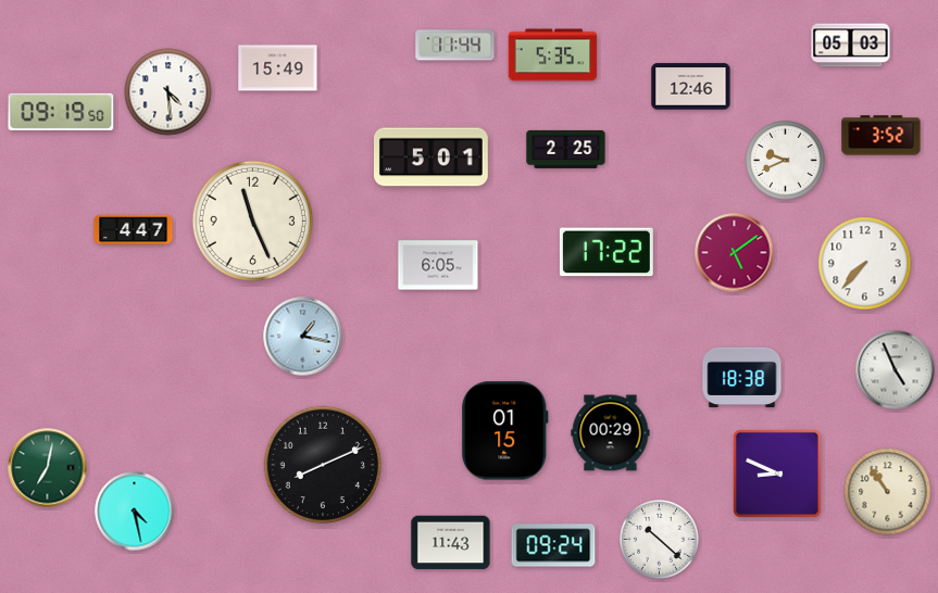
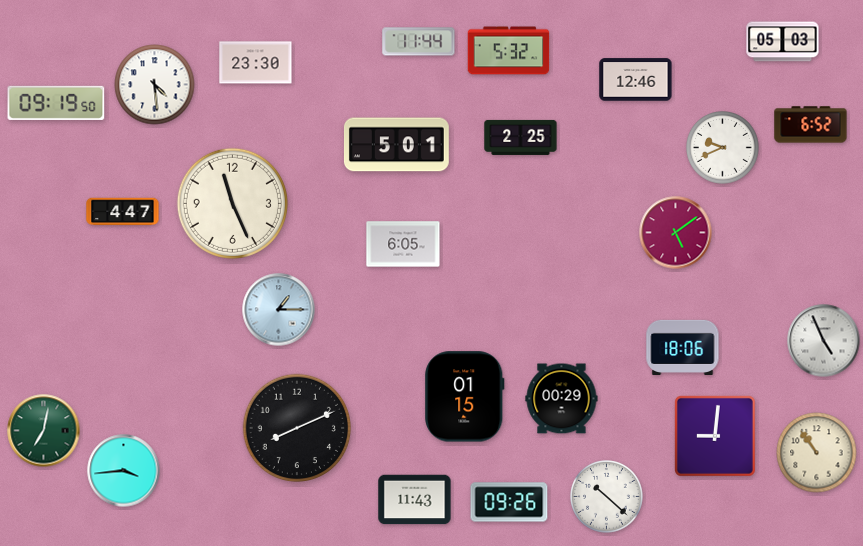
clock at (553, 55): 5:35 -> 5:32
clock at (278, 68): 15:49 -> 23:30
clock at (881, 136): 3:52 -> 6:52
clock at (606, 252): 17:22 -> none
clock at (865, 264): 7:37 -> none
clock at (303, 337): 1:17 -> 1:15
clock at (742, 377): 18:38 -> 18:06
clock at (777, 474): 8:49 -> 9:01
clock at (135, 512): 4:28 -> 3:44
clock at (553, 545): 09:24 -> 09:26
